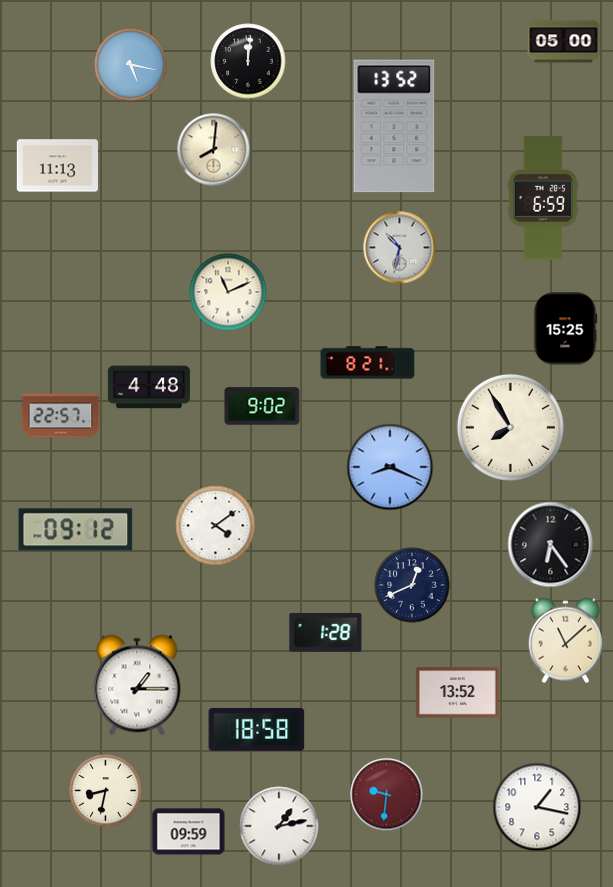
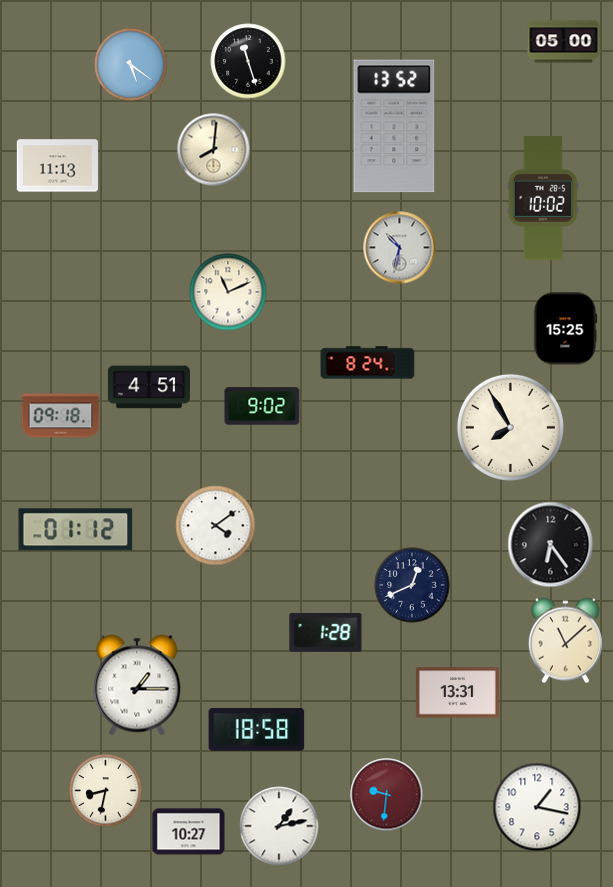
clock at (248, 61): 12:01 -> 11:27
clock at (131, 65): 5:17 -> 5:21
clock at (543, 198): 6:59 -> 10:02
clock at (368, 363): 8:21 -> 8:24
clock at (149, 387): 4:48 -> 4:51
clock at (61, 416): 22:57 -> 09:18
clock at (390, 467): 8:19 -> none
clock at (76, 530): 09:12 -> 01:12
clock at (457, 693): 13:52 -> 13:31
clock at (189, 832): 09:59 -> 10:27
